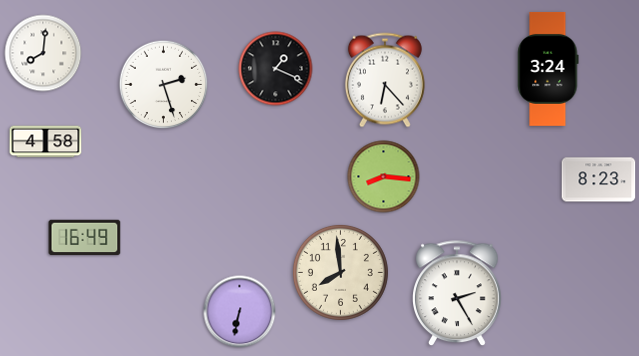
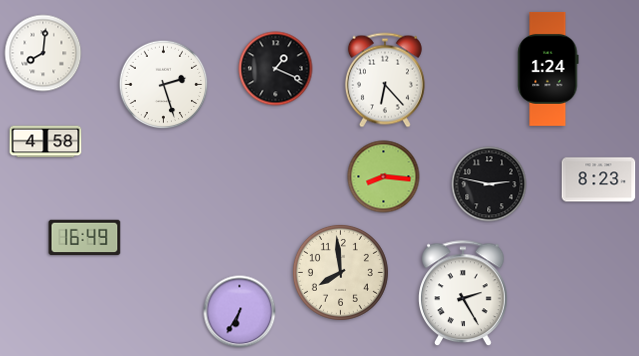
clock at (548, 69): 3:24 -> 1:24
clock at (489, 184): none -> 2:47
clock at (458, 294) position: (458, 294) -> (464, 294)
clock at (240, 312): 6:32 -> 6:35
